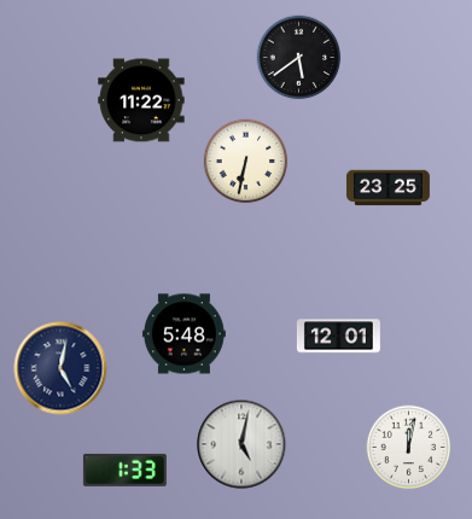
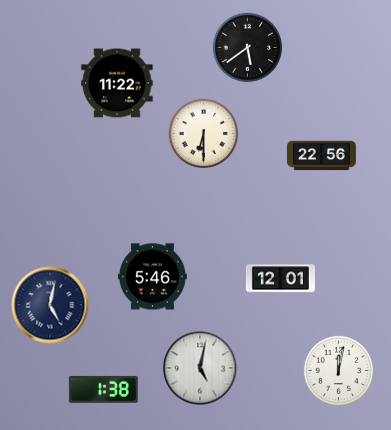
clock at (246, 162): 6:32 -> 6:30
clock at (387, 188): 23:25 -> 22:56
clock at (183, 334): 5:48 -> 5:46
clock at (124, 470): 1:33 -> 1:38
